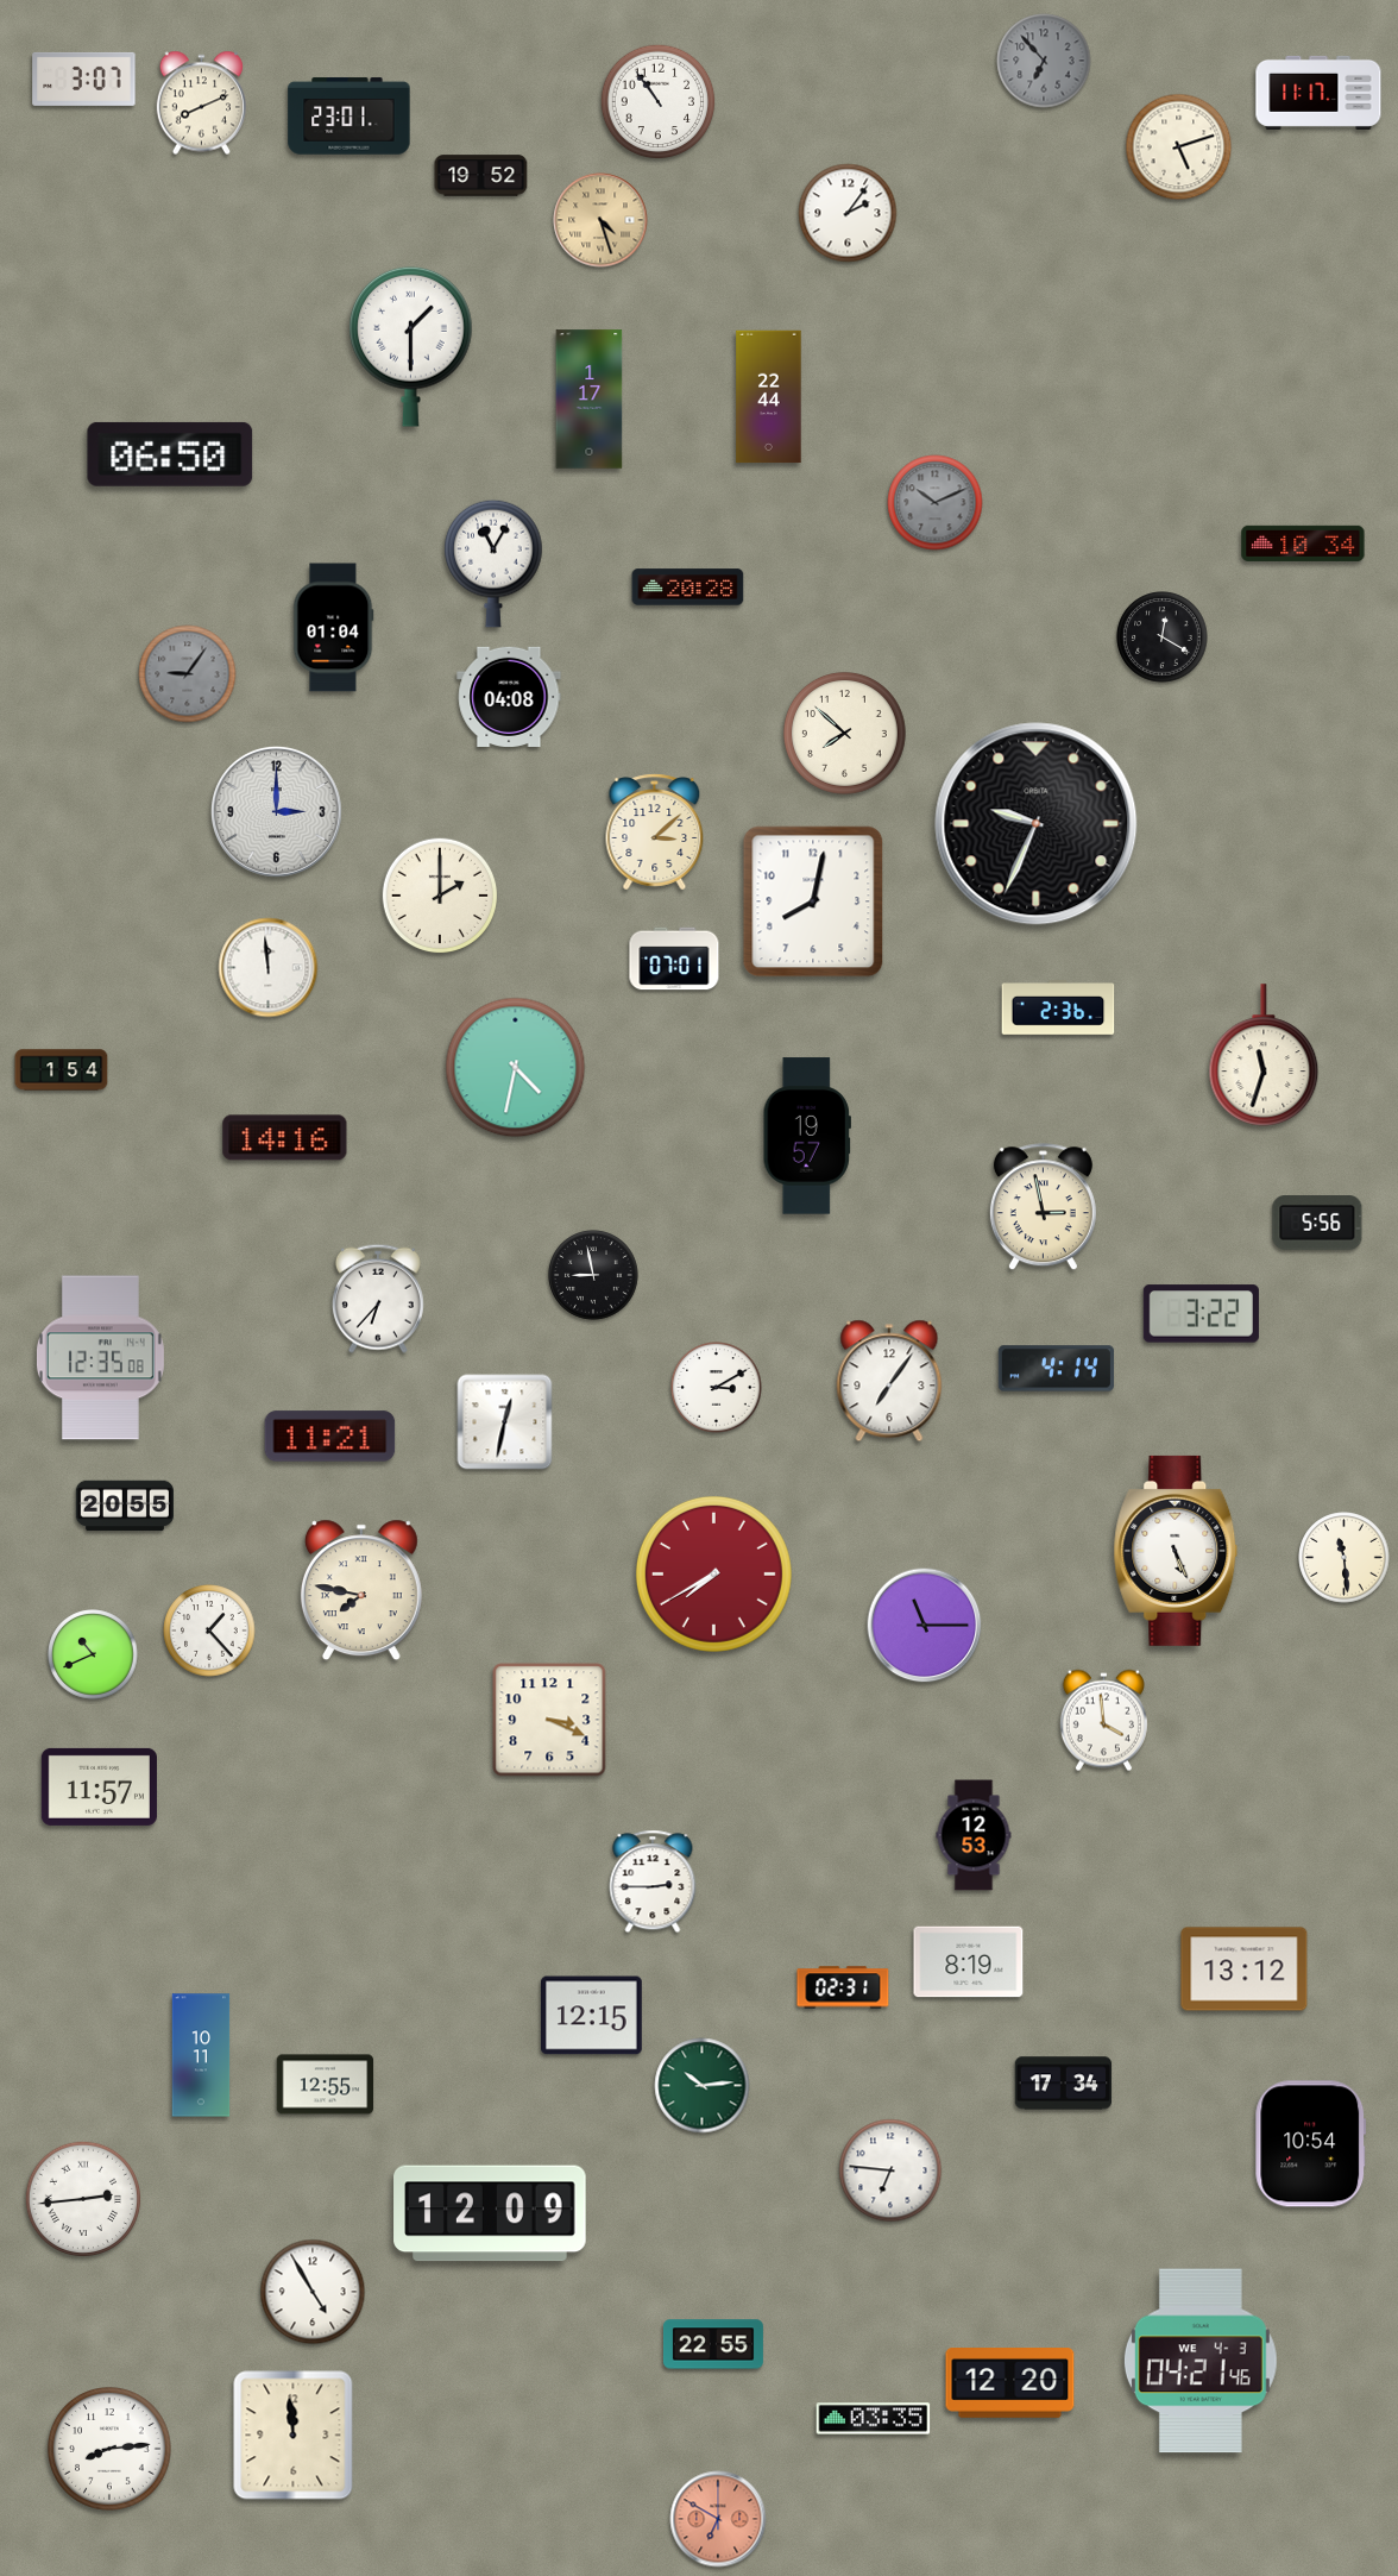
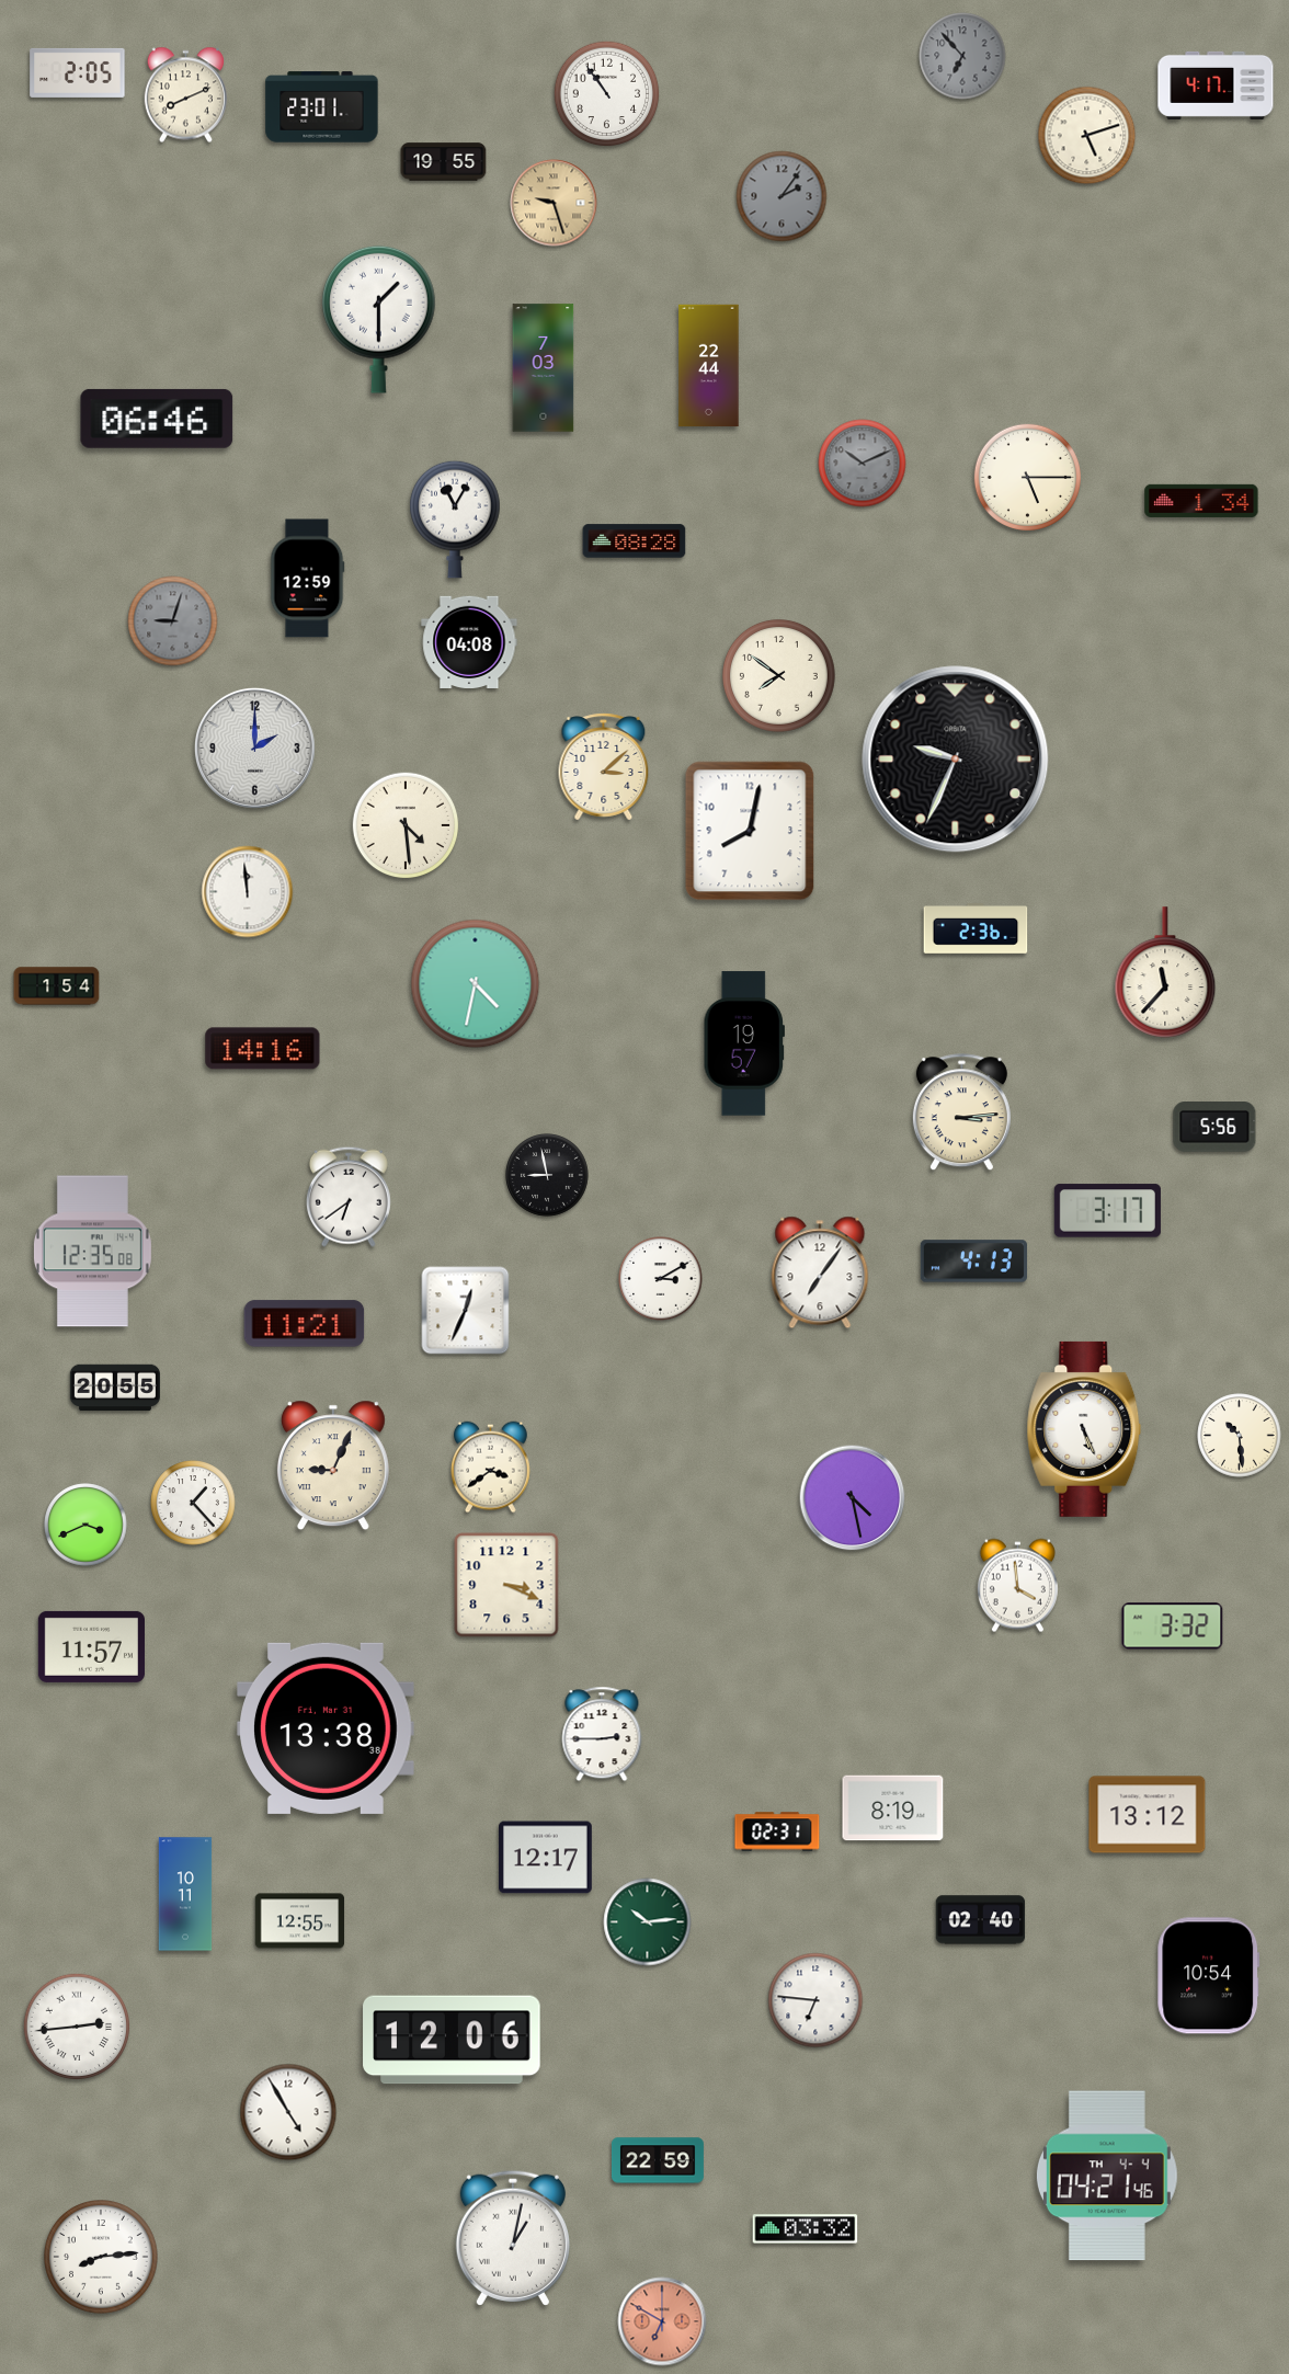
clock at (84, 78): 3:07 -> 2:05
clock at (1318, 93): 11:17 -> 4:17
clock at (481, 176): 19:52 -> 19:55
clock at (848, 213) dial: white -> grey
clock at (600, 220): 4:27 -> 9:27
clock at (590, 400): 1:17 -> 7:03
clock at (170, 454): 06:50 -> 06:46
clock at (1027, 477): none -> 5:15
clock at (1303, 544): 10:34 -> 1:34
clock at (688, 588): 20:28 -> 08:28
clock at (334, 628): 01:04 -> 12:59
clock at (1163, 637): 12:20 -> none
clock at (188, 674): 9:06 -> 9:03
clock at (844, 733): 7:52 -> 7:51
clock at (276, 811): 3:00 -> 2:00
clock at (440, 896): 2:00 -> 4:29
clock at (674, 959): 07:01 -> none
clock at (1264, 1055): 11:33 -> 11:37
clock at (807, 1136) position: (807, 1136) -> (744, 1043)
clock at (1043, 1207): 2:58 -> 3:14
clock at (378, 1299): 6:37 -> 6:39
clock at (1201, 1314): 3:22 -> 3:17
clock at (1056, 1369): 4:14 -> 4:13
clock at (505, 1422): 12:32 -> 12:34
clock at (1345, 1558): 11:29 -> 10:29
clock at (713, 1573): 7:40 -> none
clock at (361, 1590): 7:47 -> 9:04
clock at (491, 1468): none -> 3:39
clock at (925, 1626): 11:15 -> 4:28
clock at (93, 1654): 10:41 -> 3:41
clock at (1173, 1627): none -> 3:32
clock at (974, 1835): 12:53 -> none
clock at (326, 1728): none -> 13:38
clock at (592, 2016): 12:15 -> 12:17
clock at (1064, 2084): 17:34 -> 02:40
clock at (890, 2170) position: (890, 2170) -> (815, 2000)
clock at (490, 2213): 12:09 -> 12:06
clock at (713, 2344): 22:55 -> 22:59
clock at (1201, 2361) date: WE 4-3 -> TH 4-4
clock at (1010, 2383): 12:20 -> none
clock at (874, 2419): 03:35 -> 03:32
clock at (513, 2238): none -> 1:02
clock at (294, 2436): 11:59 -> none
